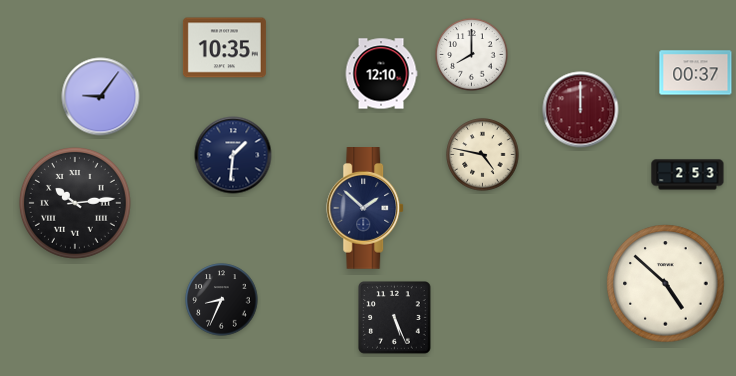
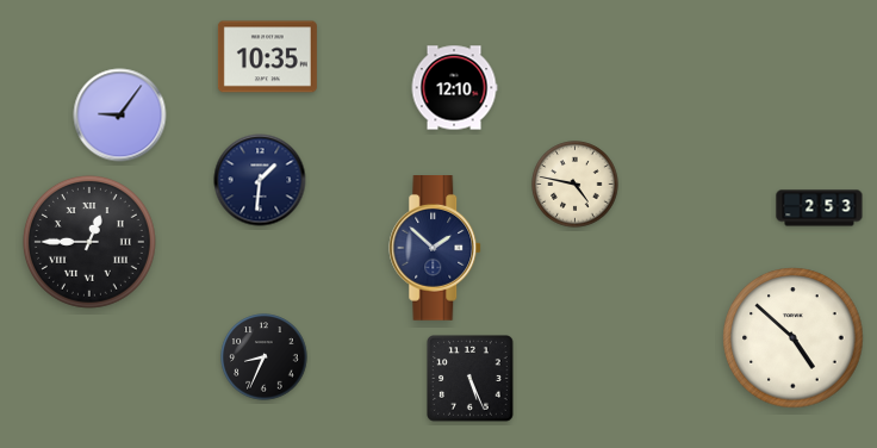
clock at (472, 55): 8:00 -> none
clock at (696, 73): 00:37 -> none
clock at (581, 110): 12:00 -> none
clock at (233, 155) position: (233, 155) -> (260, 180)
clock at (75, 203): 10:14 -> 12:45
